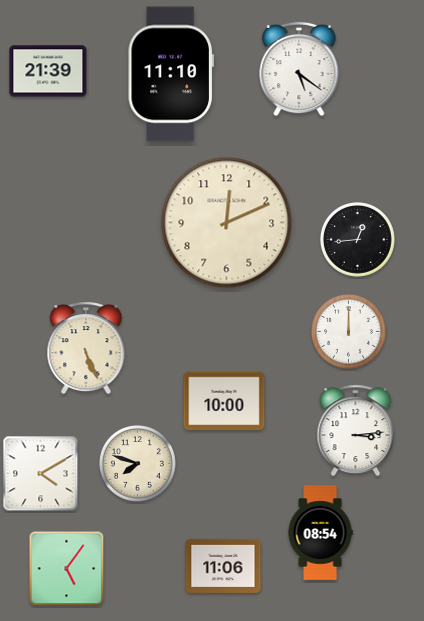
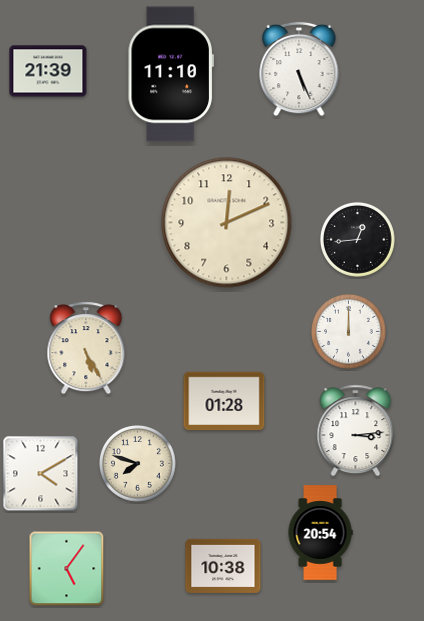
clock at (299, 69): 5:21 -> 5:26
clock at (86, 348): 5:26 -> 5:25
clock at (224, 401): 10:00 -> 01:28
clock at (320, 533): 08:54 -> 20:54
clock at (223, 566): 11:06 -> 10:38
